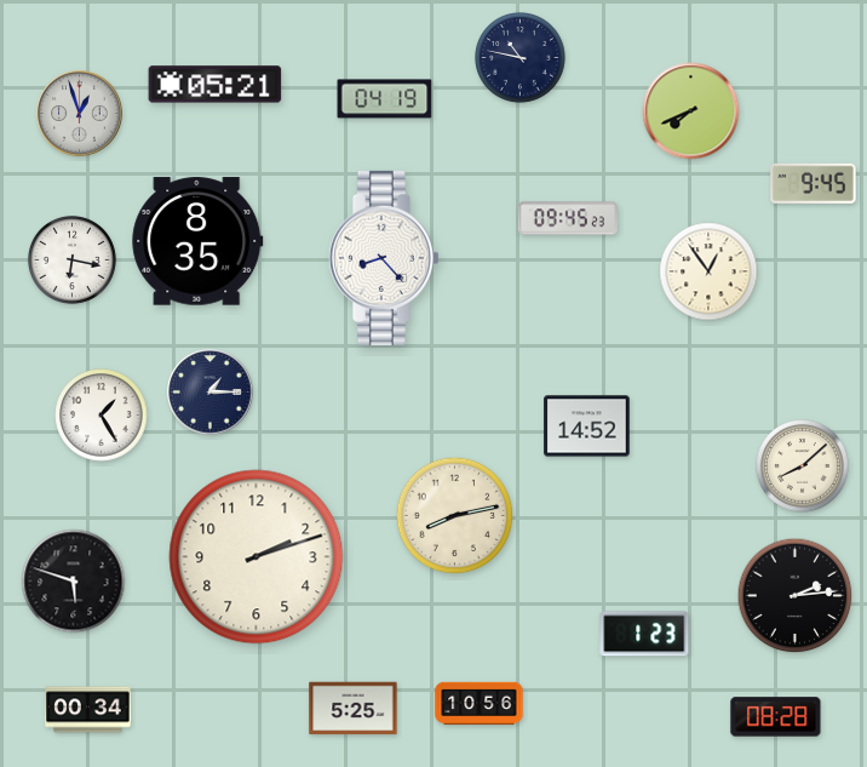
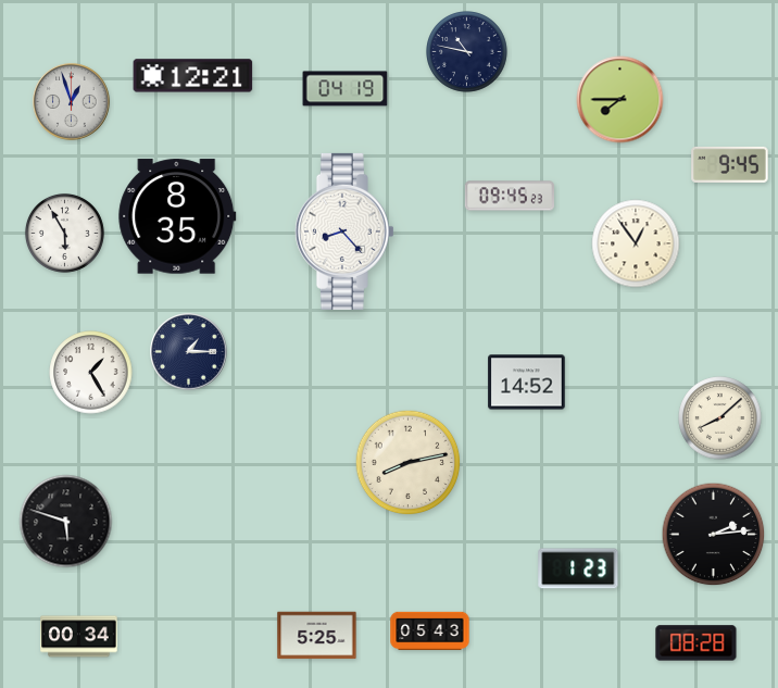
clock at (216, 85): 05:21 -> 12:21
clock at (691, 111): 7:41 -> 7:45
clock at (71, 259): 6:17 -> 5:55
clock at (257, 557): 2:12 -> none
clock at (480, 704): 10:56 -> 05:43
